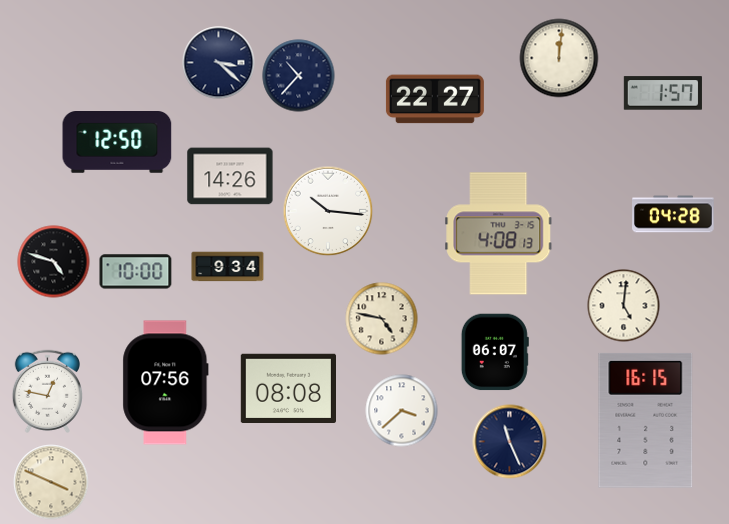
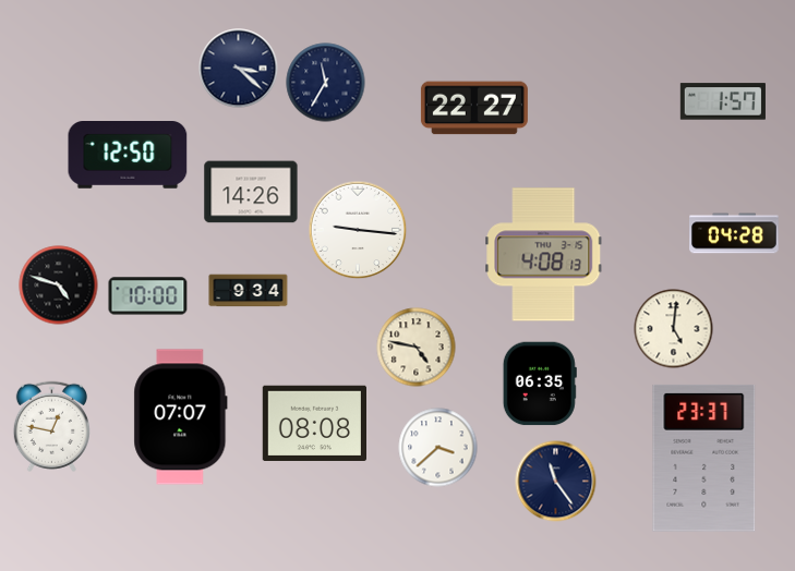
clock at (559, 58): 12:01 -> none
clock at (299, 76): 10:37 -> 11:35
clock at (328, 211): 10:16 -> 9:16
clock at (624, 306) position: (624, 306) -> (674, 329)
clock at (495, 352): 06:07 -> 06:35
clock at (166, 383): 07:56 -> 07:07
clock at (646, 420): 16:15 -> 23:37
clock at (510, 442): 11:26 -> 11:24
clock at (51, 482): 3:49 -> none
